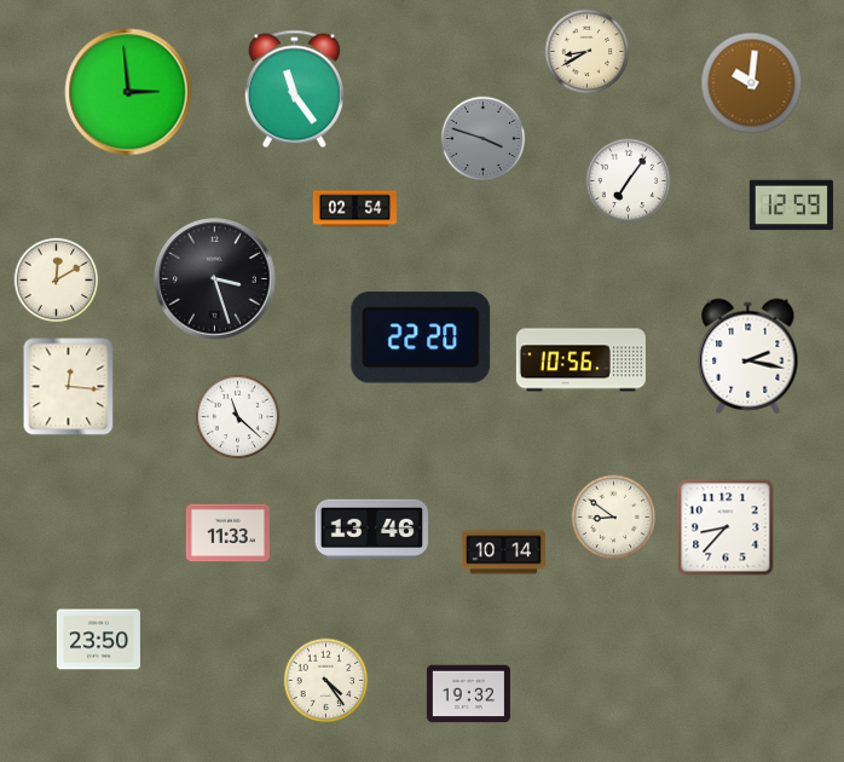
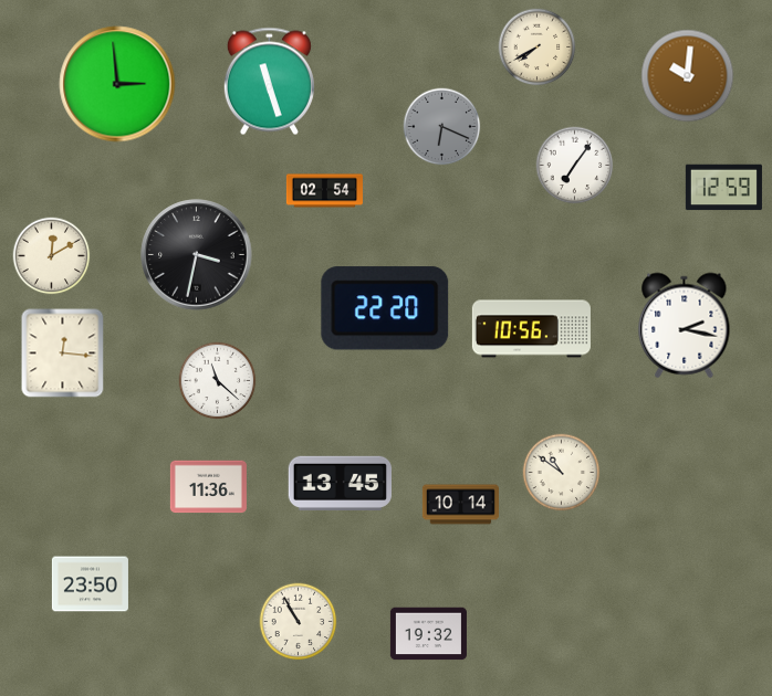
clock at (588, 52): 8:40 -> 7:40
clock at (294, 90): 11:24 -> 11:27
clock at (484, 139): 3:48 -> 6:19
clock at (215, 279): 3:27 -> 3:32
clock at (614, 518): 8:51 -> 10:51
clock at (726, 527): 8:37 -> none
clock at (371, 529): 13:46 -> 13:45
clock at (227, 533): 11:33 -> 11:36
clock at (326, 681): 4:24 -> 10:55
